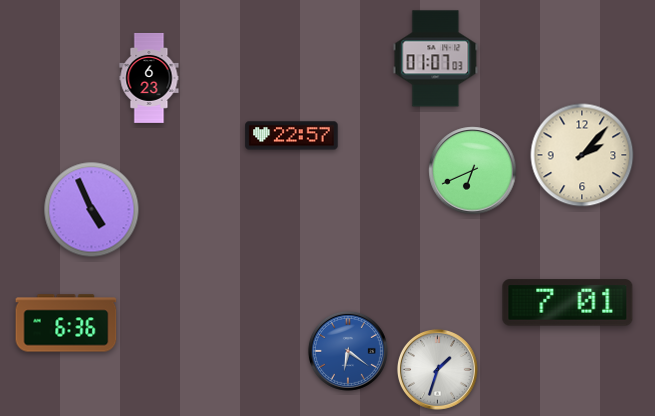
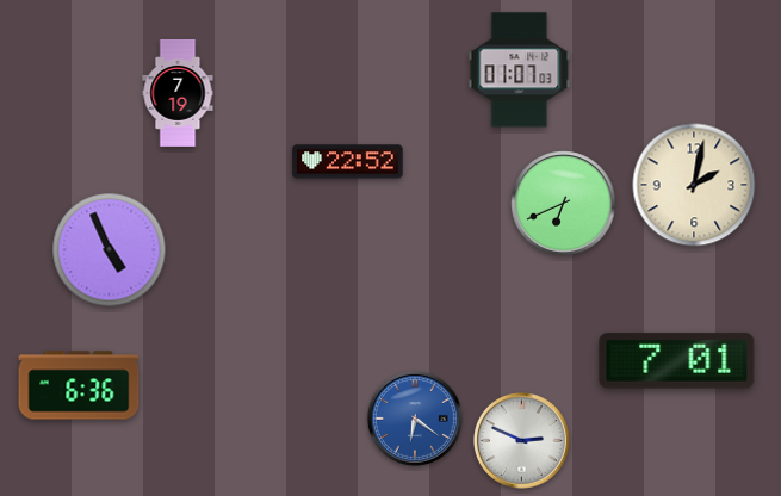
clock at (149, 78): 6:23 -> 7:19
clock at (292, 136): 22:57 -> 22:52
clock at (582, 155): 2:07 -> 2:02
clock at (437, 369): 1:33 -> 2:49
